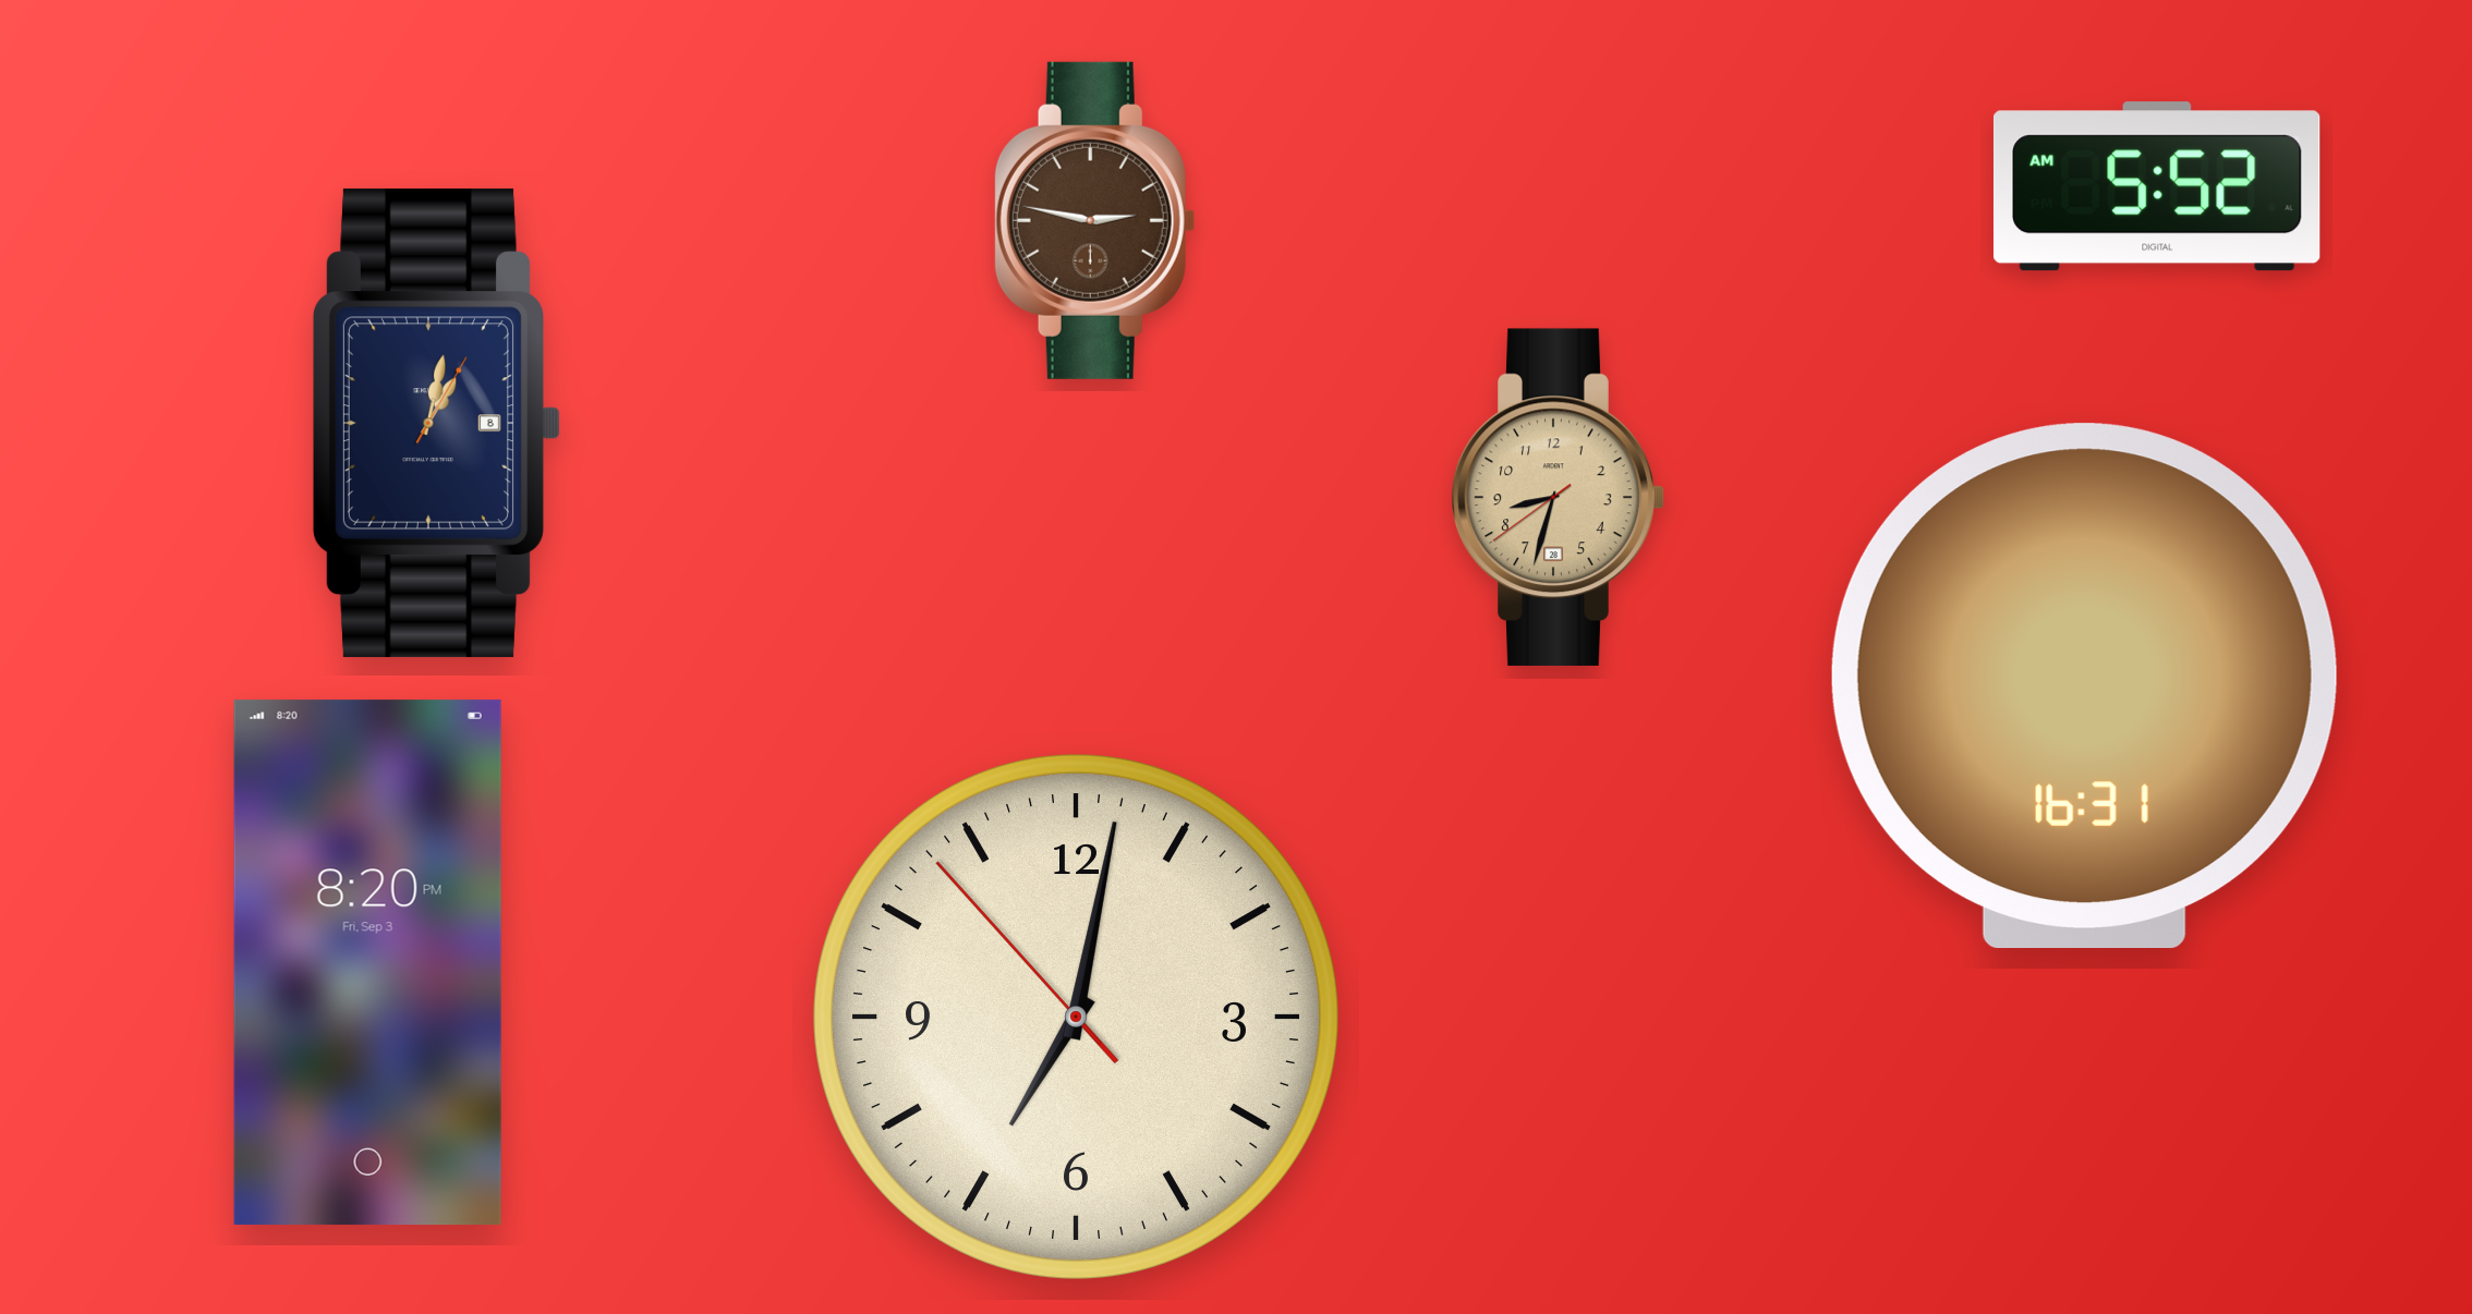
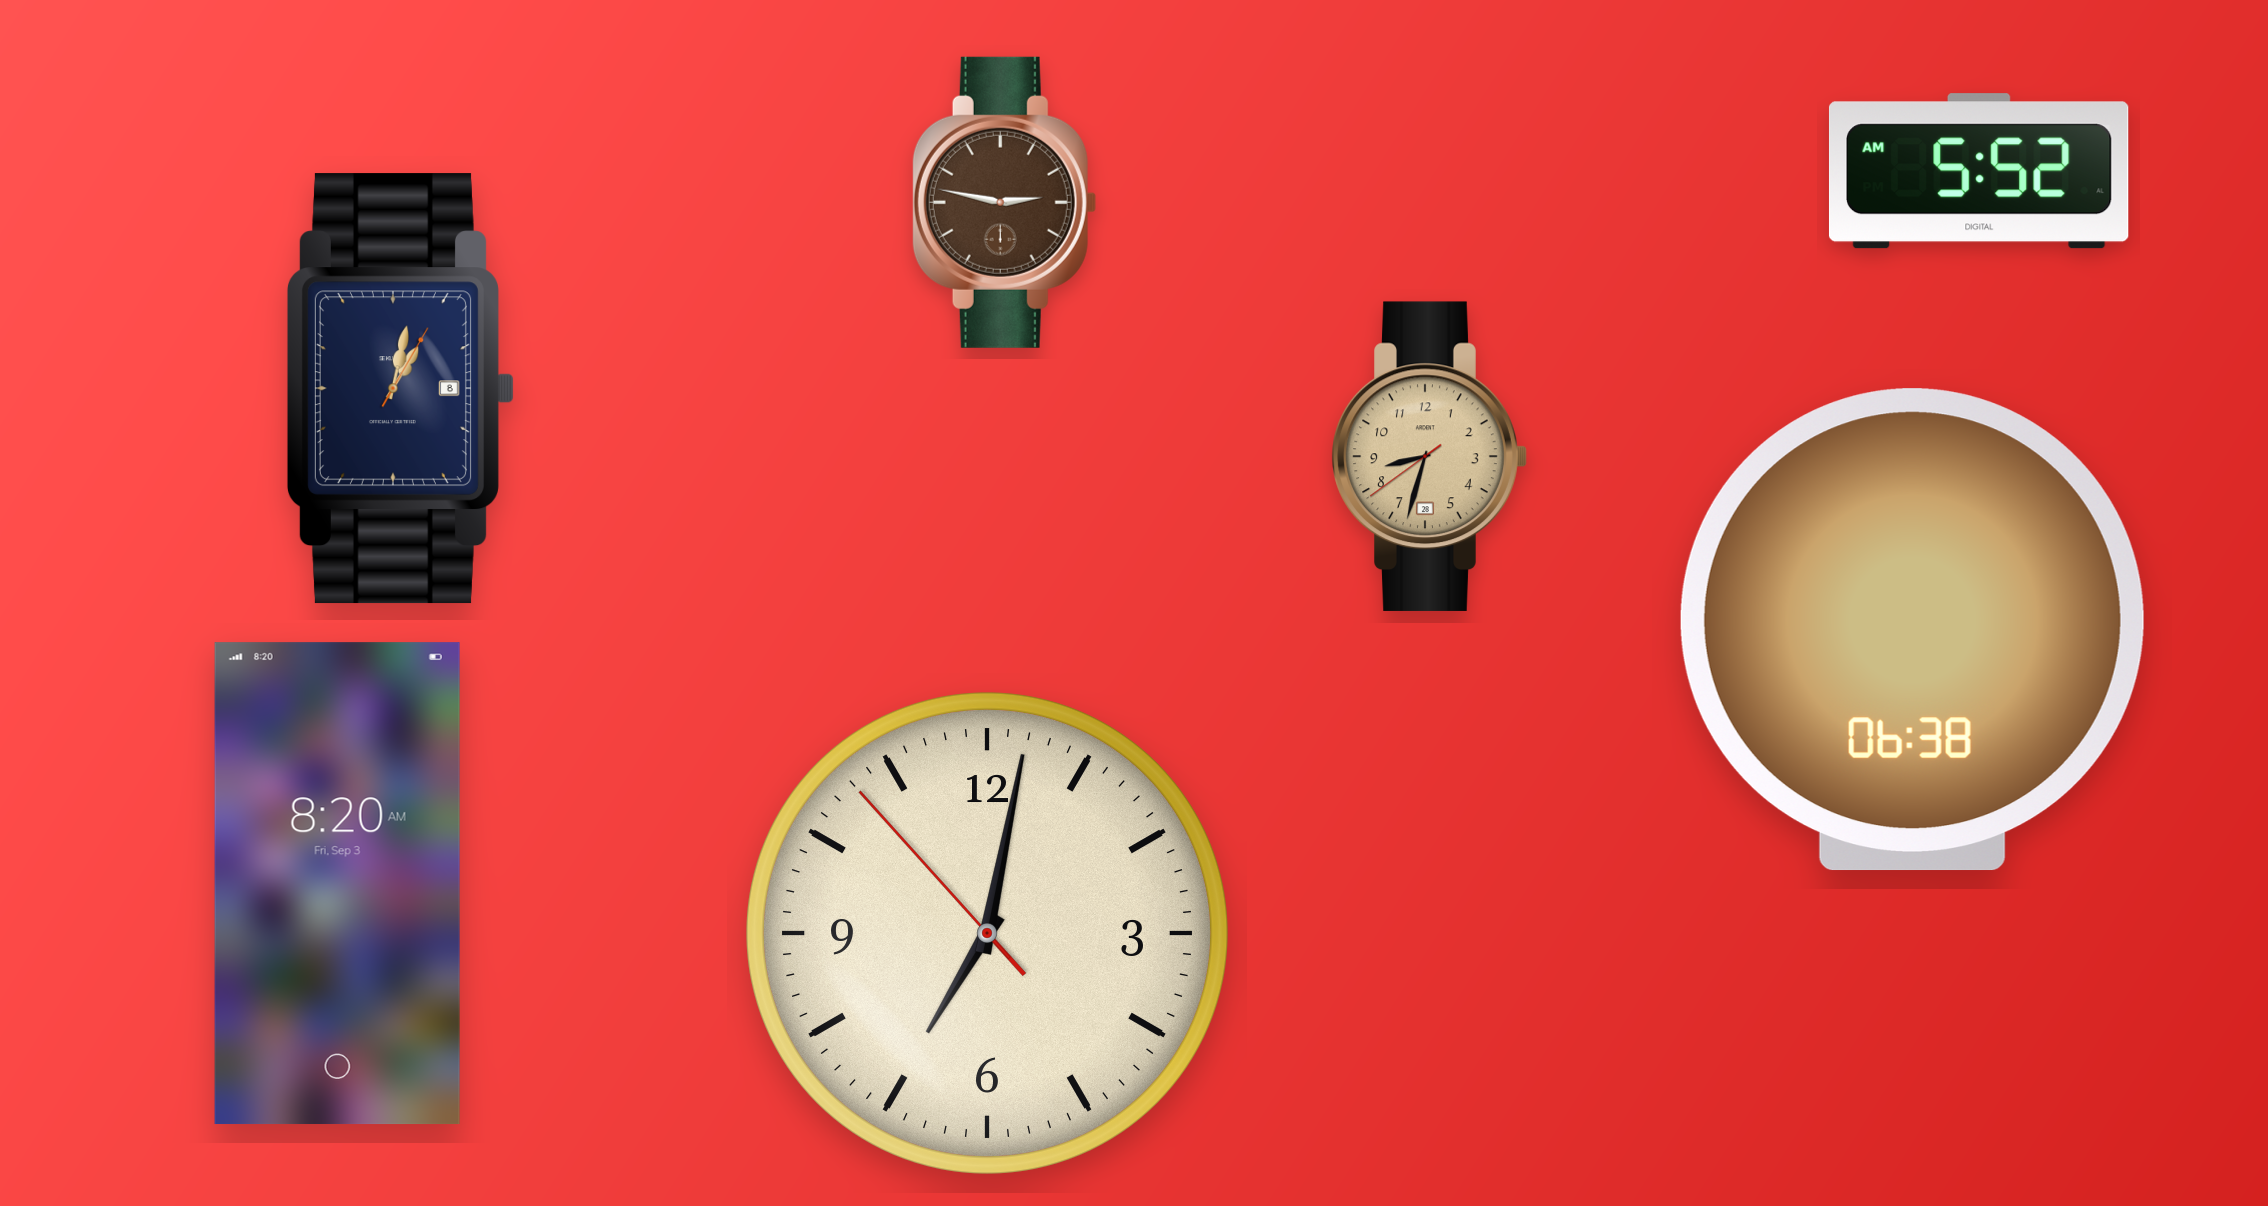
clock at (2084, 686): 16:31 -> 06:38
clock at (367, 963): 8:20 PM -> 8:20 AM
